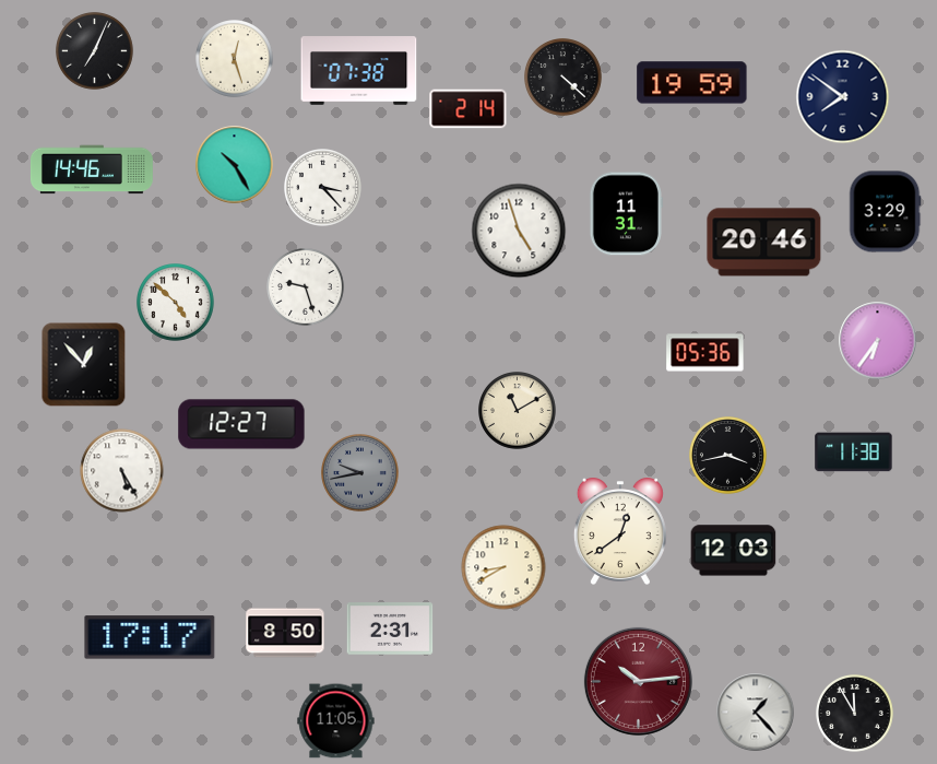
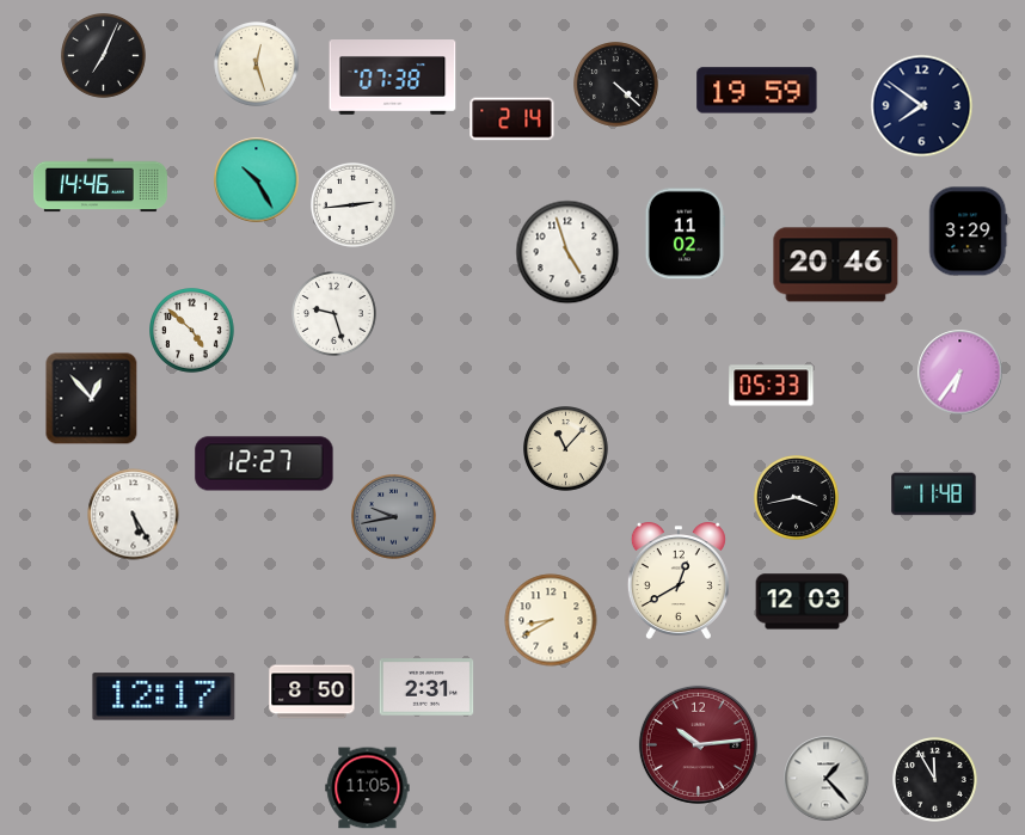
clock at (323, 188): 3:23 -> 2:44
clock at (626, 214): 11:31 -> 11:02
clock at (705, 353): 05:36 -> 05:33
clock at (518, 411): 11:10 -> 11:07
clock at (854, 452): 11:38 -> 11:48
clock at (620, 531): 12:39 -> 12:40
clock at (150, 637): 17:17 -> 12:17
